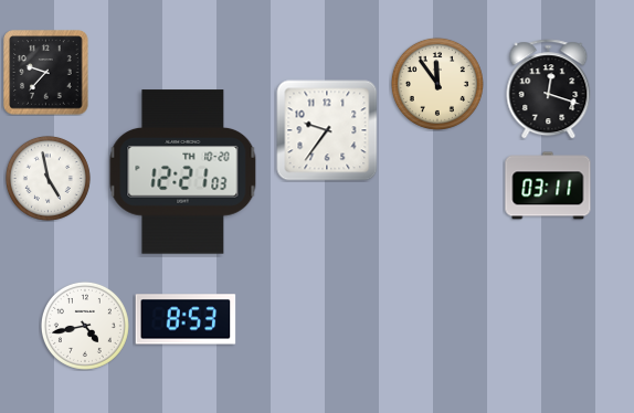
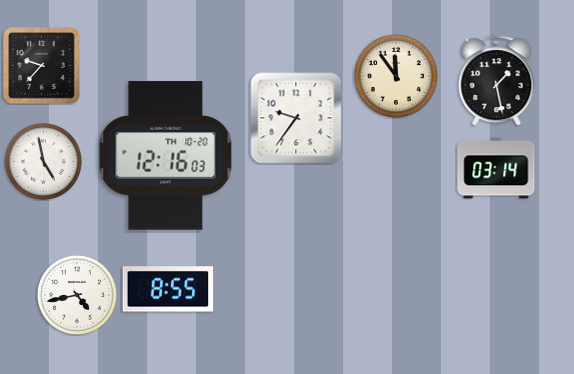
clock at (549, 89): 12:18 -> 1:28
clock at (183, 172): 12:21 -> 12:16
clock at (548, 186): 03:11 -> 03:14
clock at (186, 319): 8:53 -> 8:55
